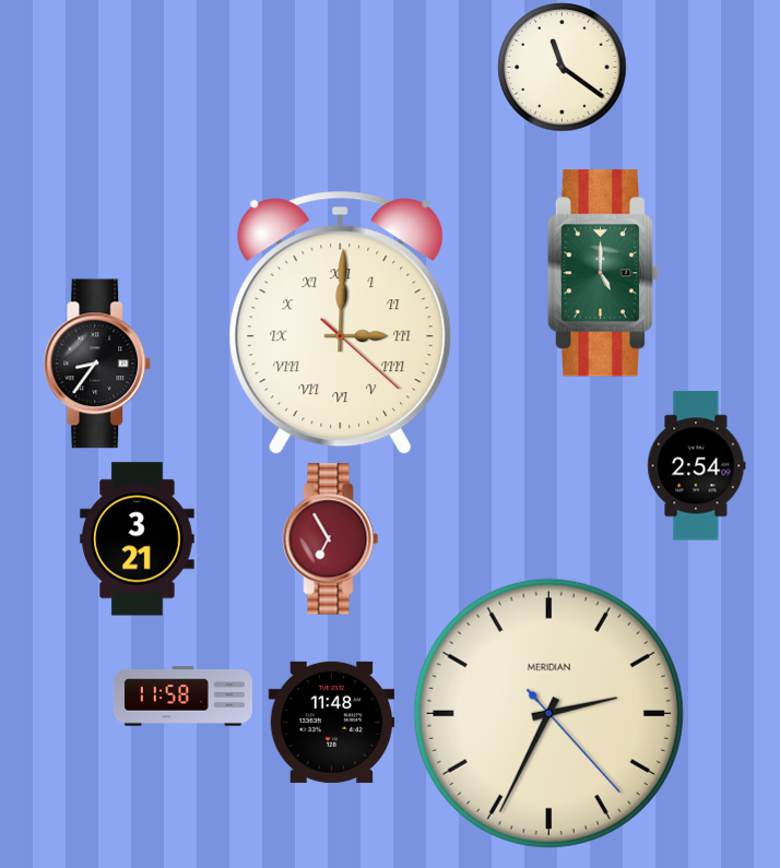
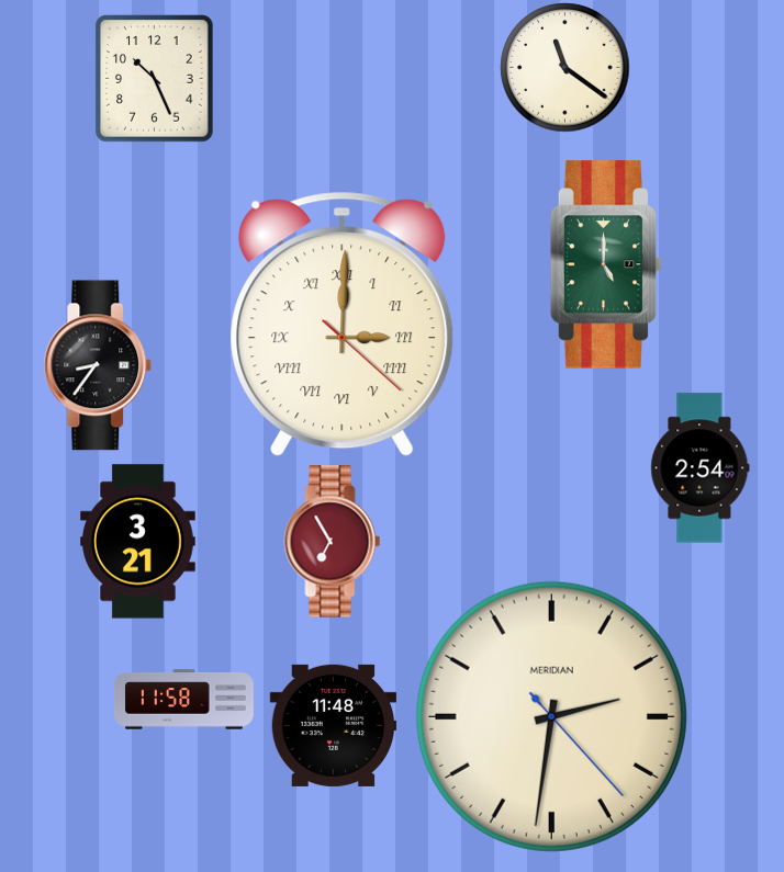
clock at (155, 79): none -> 10:26
clock at (602, 273) position: (602, 273) -> (605, 264)
clock at (548, 713): 2:34 -> 2:31
